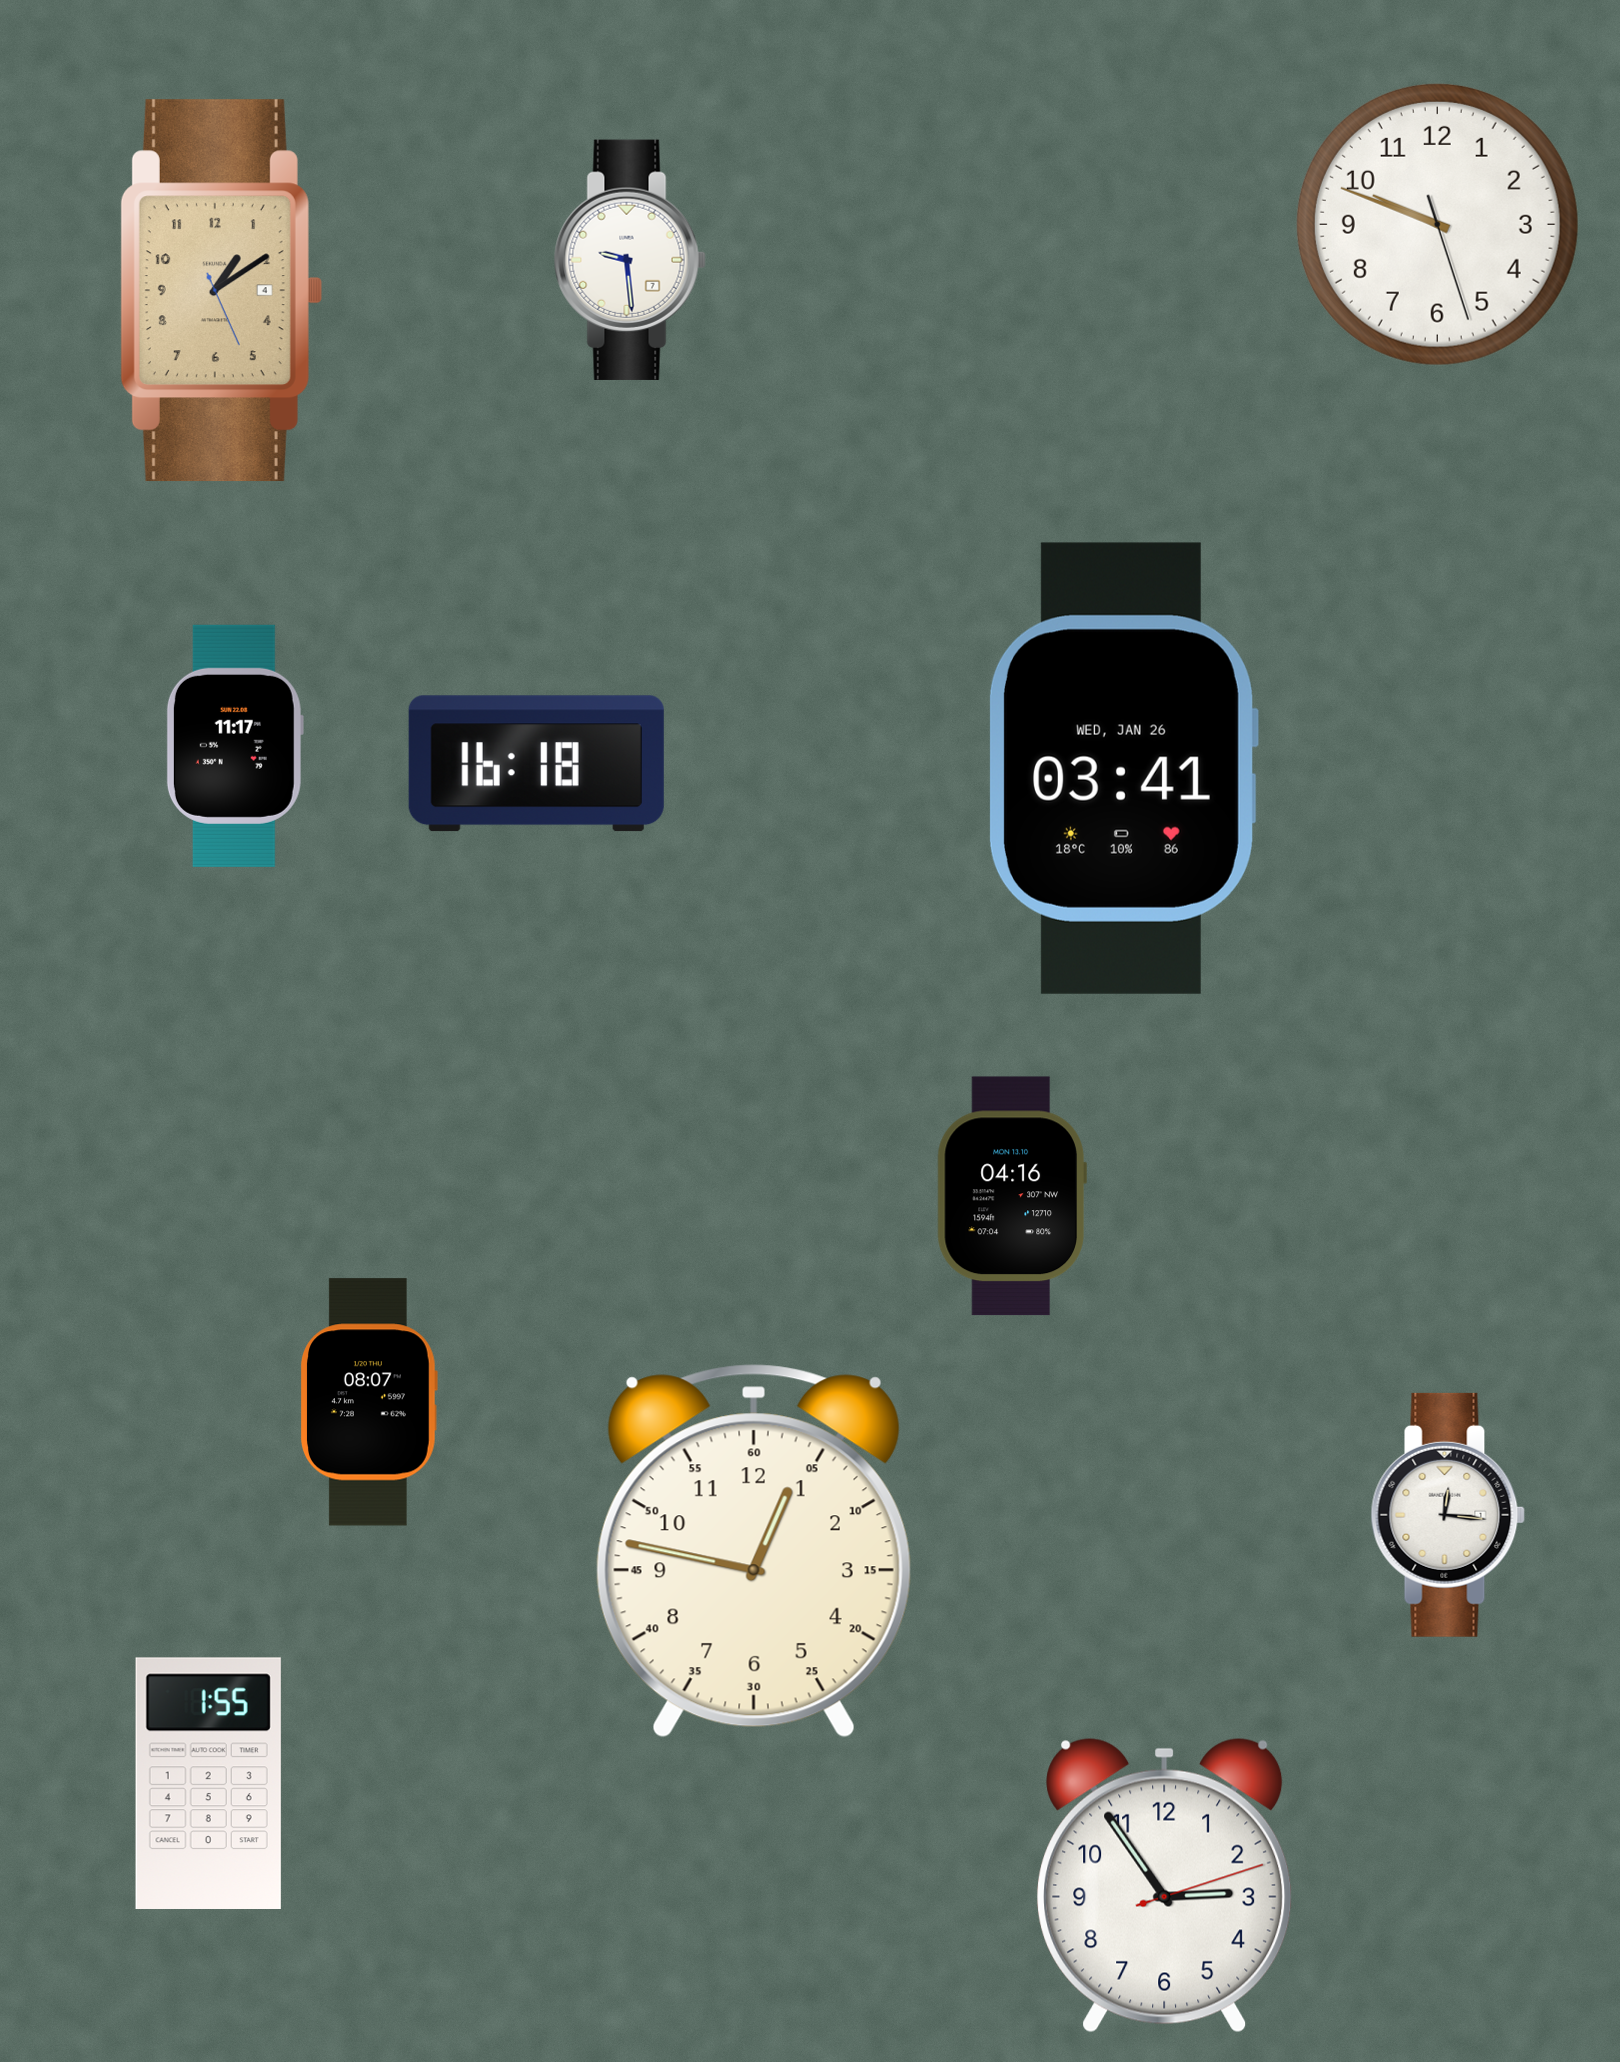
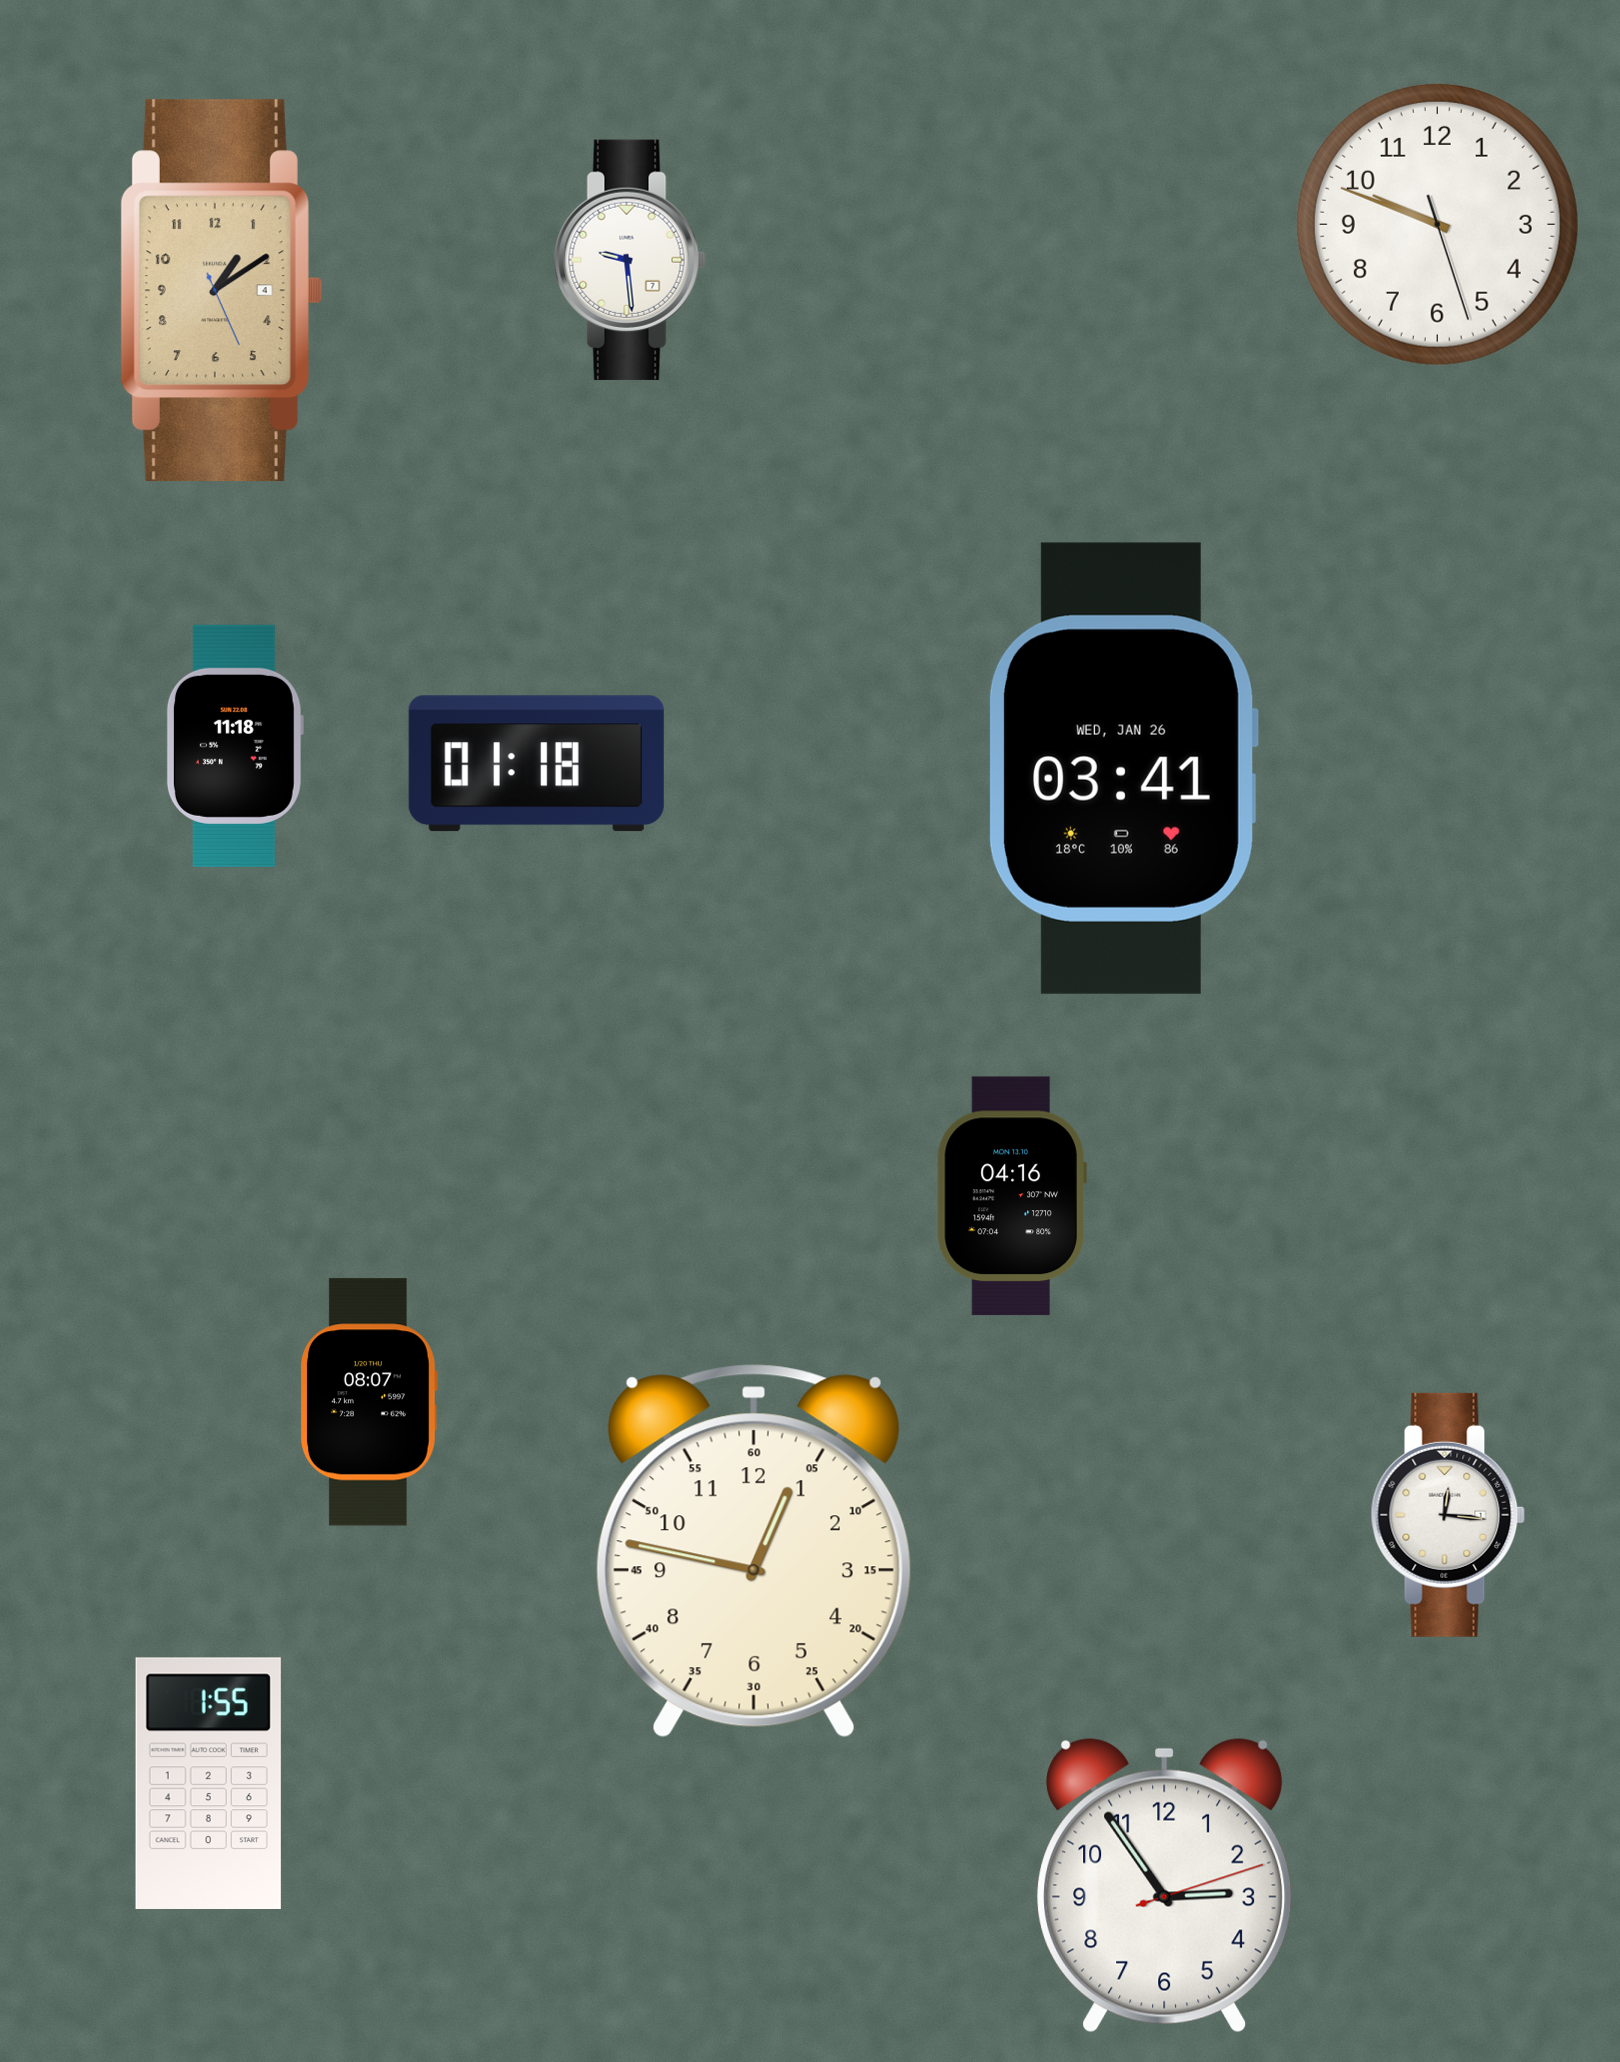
clock at (235, 746): 11:17 -> 11:18
clock at (536, 764): 16:18 -> 01:18
